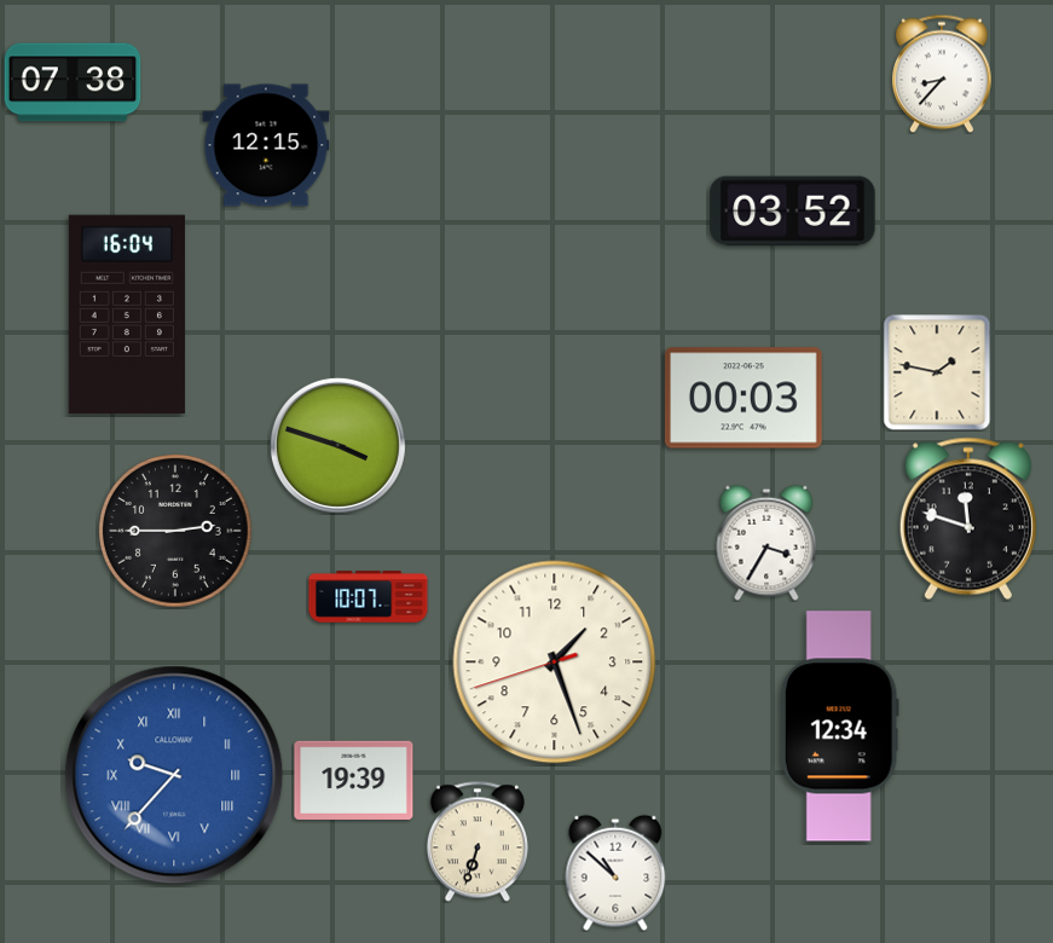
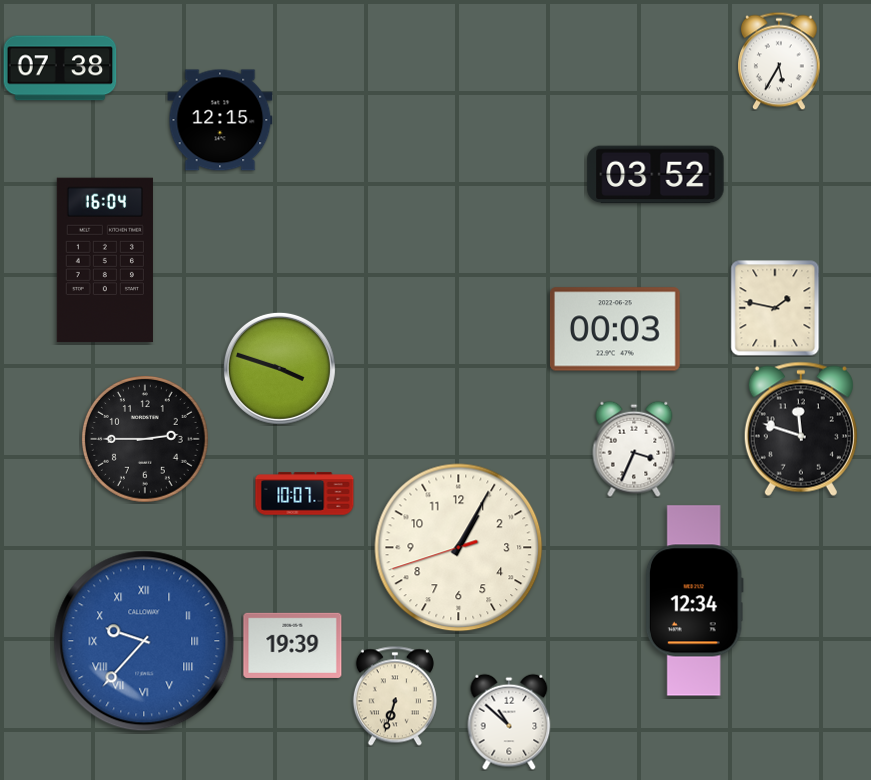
clock at (943, 74): 8:37 -> 5:35
clock at (766, 543): 3:35 -> 3:34
clock at (555, 663): 1:26 -> 1:04
